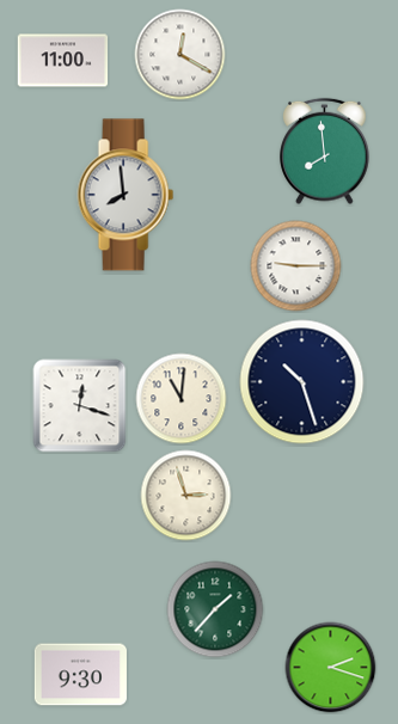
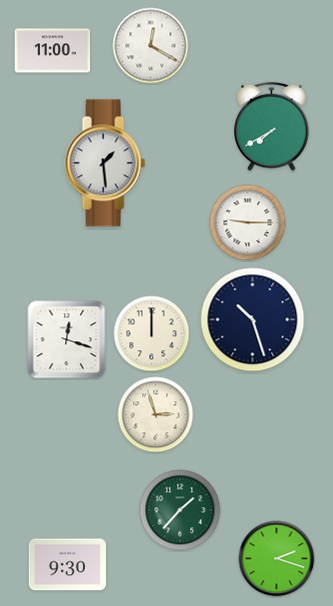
clock at (325, 152): 7:59 -> 7:40
clock at (125, 195): 7:59 -> 1:29
clock at (182, 399): 11:01 -> 12:00
